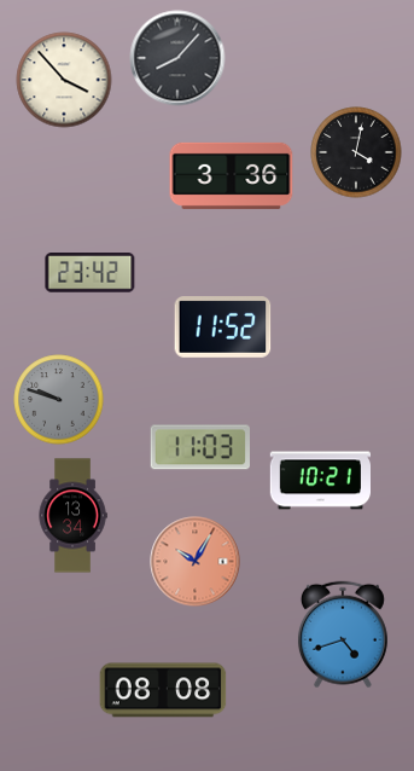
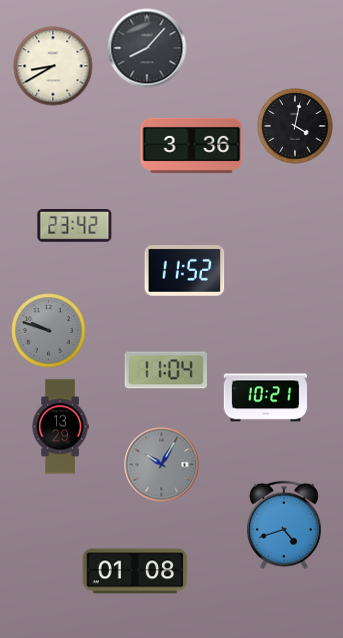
clock at (64, 80): 3:53 -> 8:40
clock at (200, 447): 11:03 -> 11:04
clock at (72, 516): 13:34 -> 13:29
clock at (196, 562) dial: salmon -> grey
clock at (163, 690): 08:08 -> 01:08
